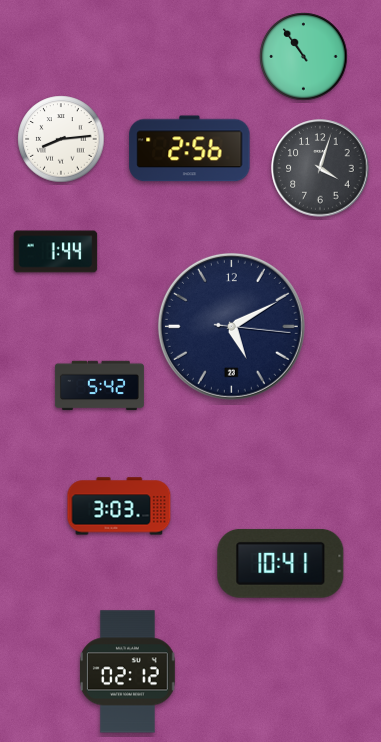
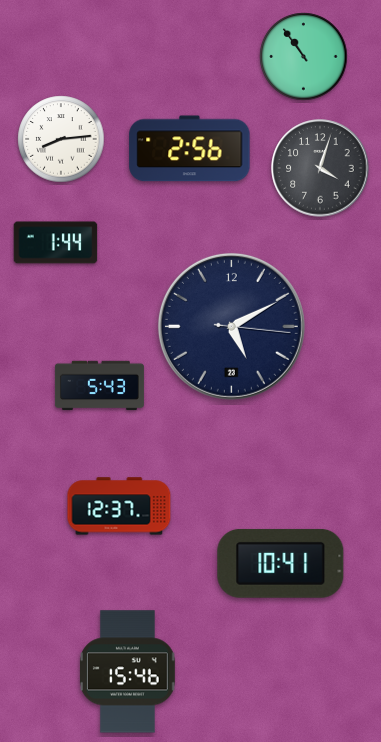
clock at (56, 252) position: (56, 252) -> (56, 243)
clock at (99, 386): 5:42 -> 5:43
clock at (119, 506): 3:03 -> 12:37
clock at (127, 672): 02:12 -> 15:46
